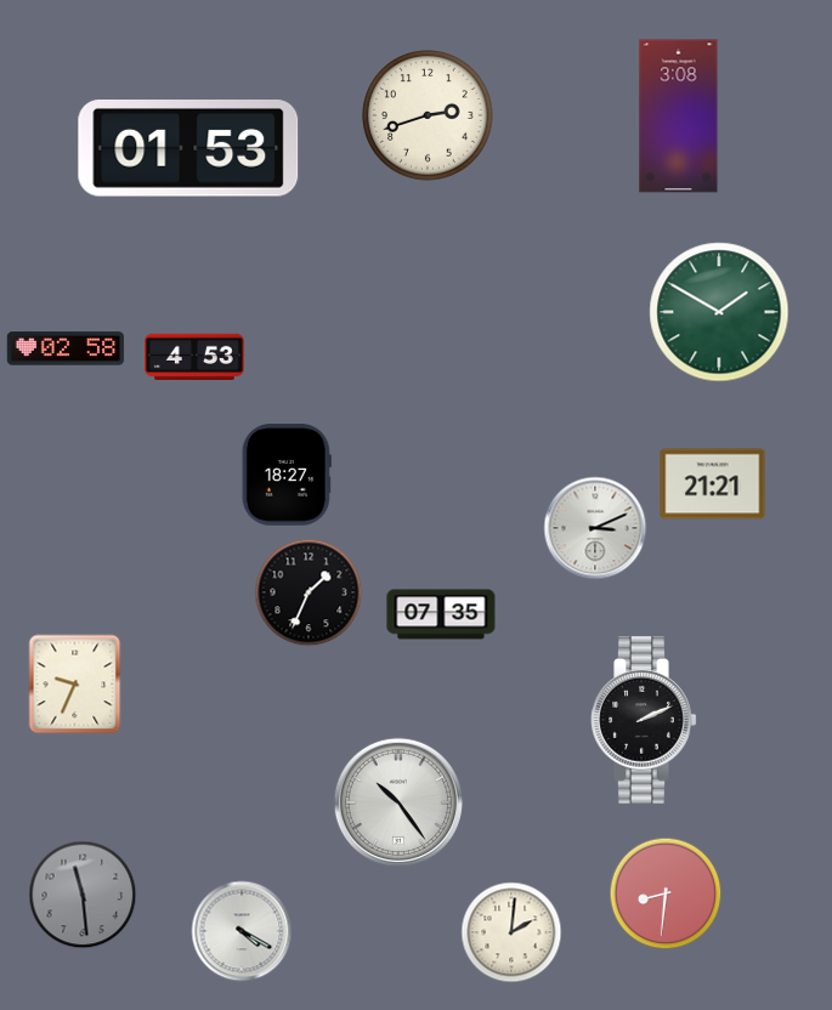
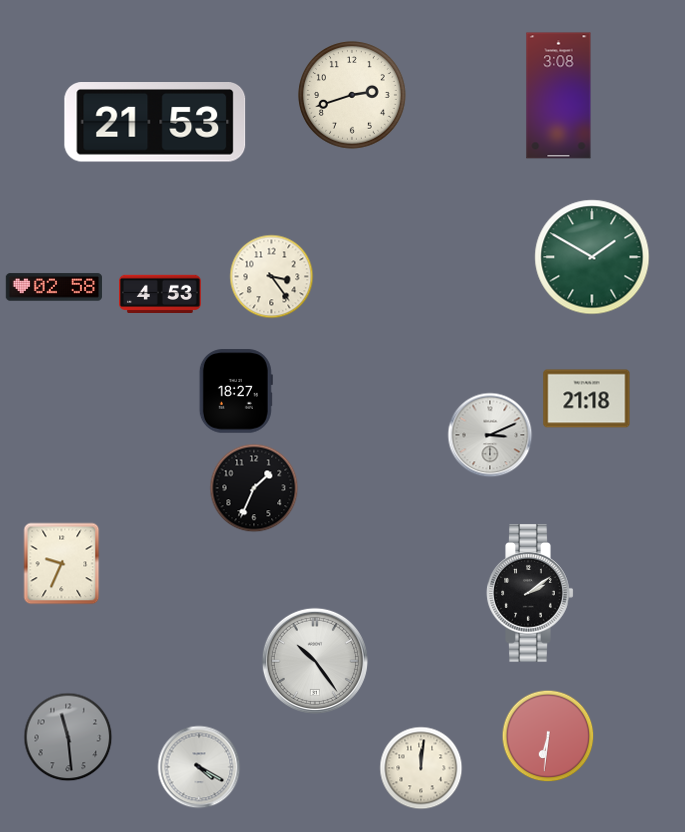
clock at (188, 149): 01:53 -> 21:53
clock at (272, 277): none -> 3:24
clock at (713, 484): 21:21 -> 21:18
clock at (441, 614): 07:35 -> none
clock at (644, 720): 2:11 -> 2:09
clock at (398, 802) position: (398, 802) -> (315, 661)
clock at (666, 893): 8:31 -> 6:31
clock at (511, 932): 2:01 -> 12:01
